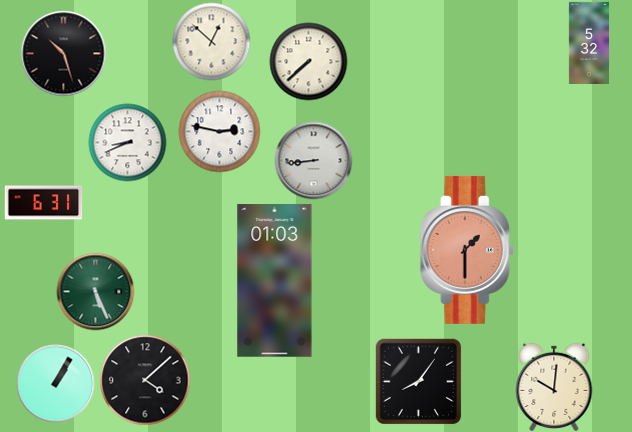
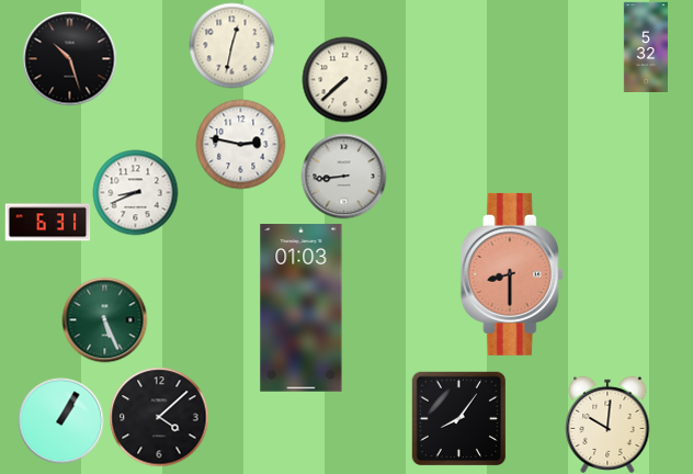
clock at (211, 41): 12:52 -> 12:32
clock at (308, 61) position: (308, 61) -> (344, 79)
clock at (127, 142) position: (127, 142) -> (135, 192)
clock at (467, 250): 1:30 -> 8:30
